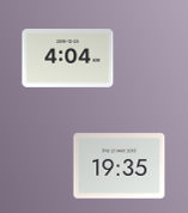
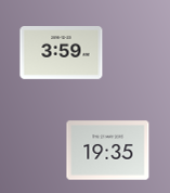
clock at (68, 59): 4:04 -> 3:59
